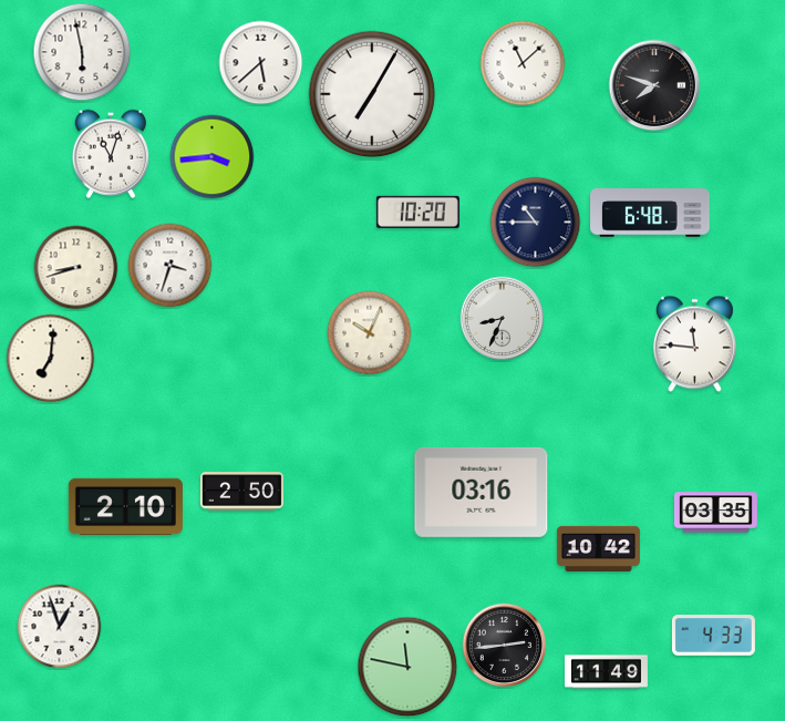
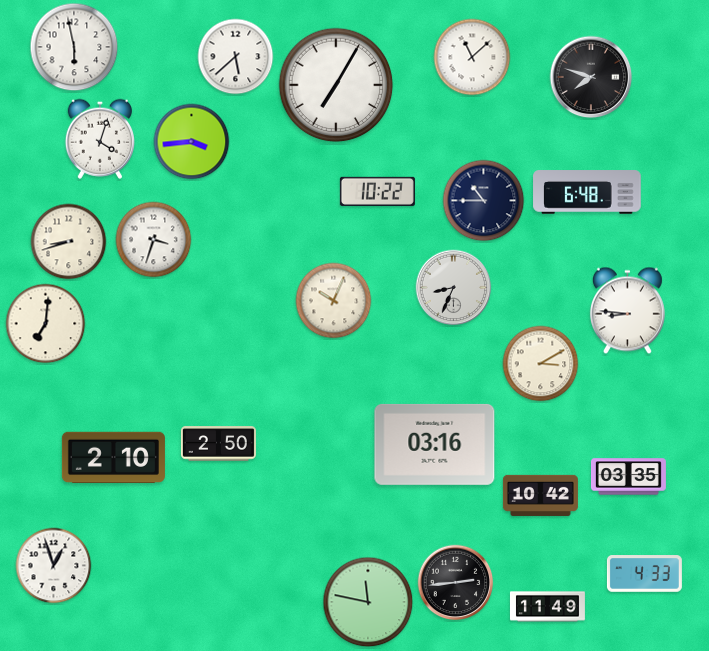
clock at (110, 154): 11:03 -> 4:03
clock at (417, 212): 10:20 -> 10:22
clock at (694, 344): 11:46 -> 8:46
clock at (541, 364): none -> 3:10
clock at (715, 513) position: (715, 513) -> (628, 477)
